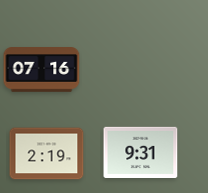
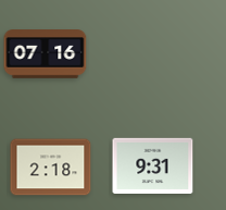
clock at (42, 70) position: (42, 70) -> (46, 54)
clock at (47, 154): 2:19 -> 2:18
